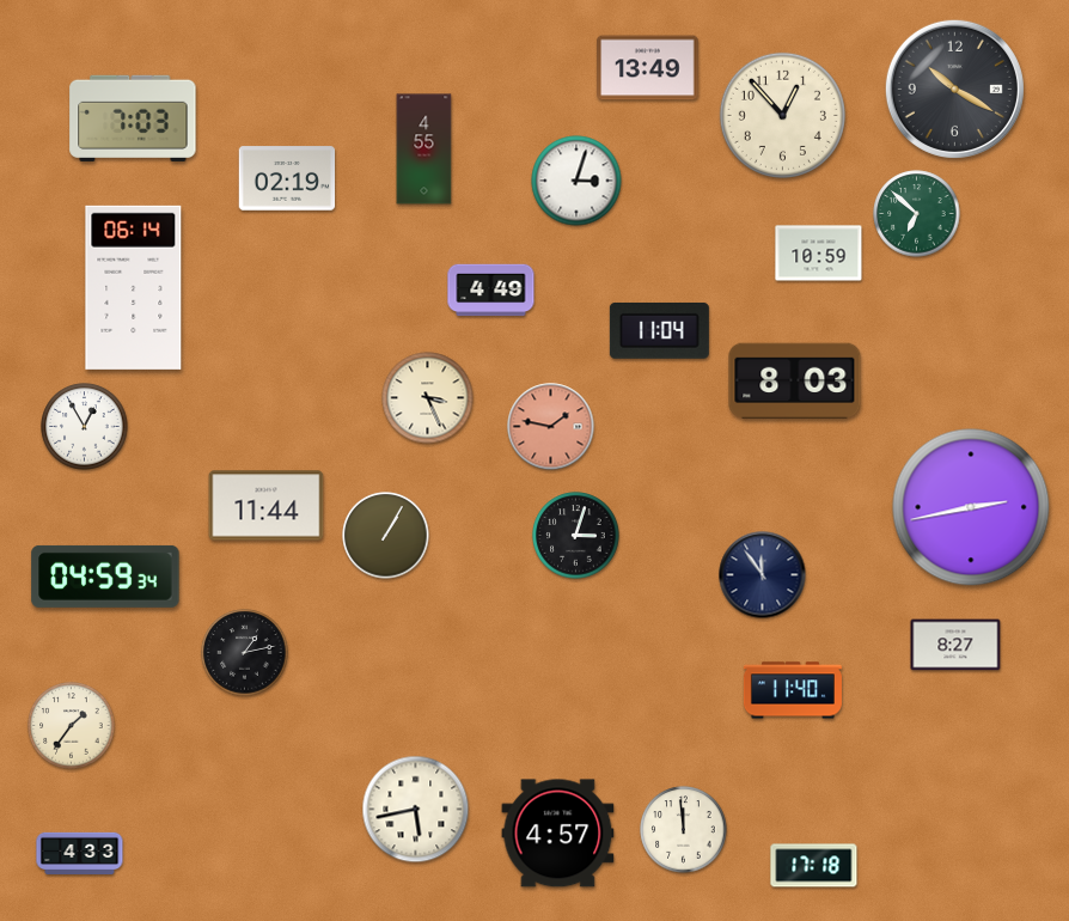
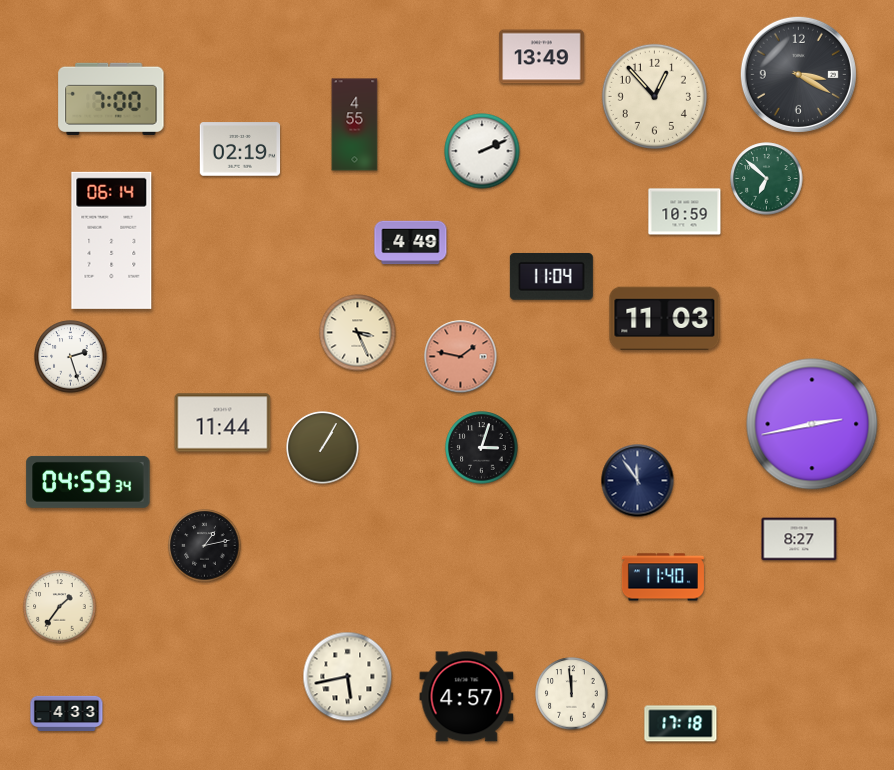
clock at (954, 89): 10:20 -> 3:20
clock at (133, 118): 7:03 -> 7:00
clock at (576, 181): 3:03 -> 2:11
clock at (795, 382): 8:03 -> 11:03
clock at (85, 427): 12:55 -> 2:27
